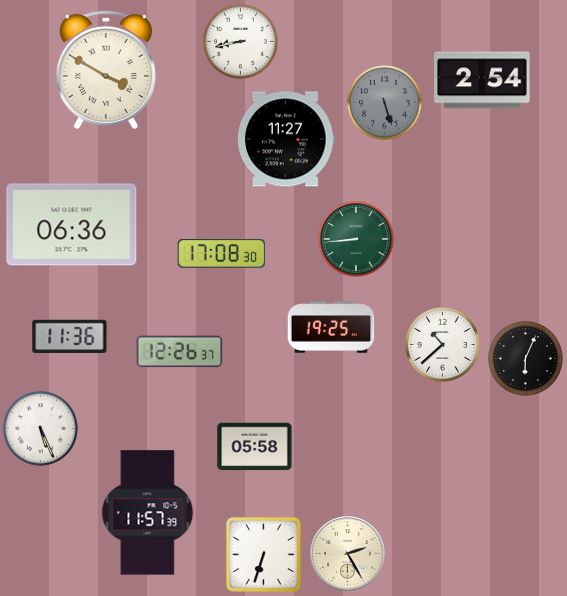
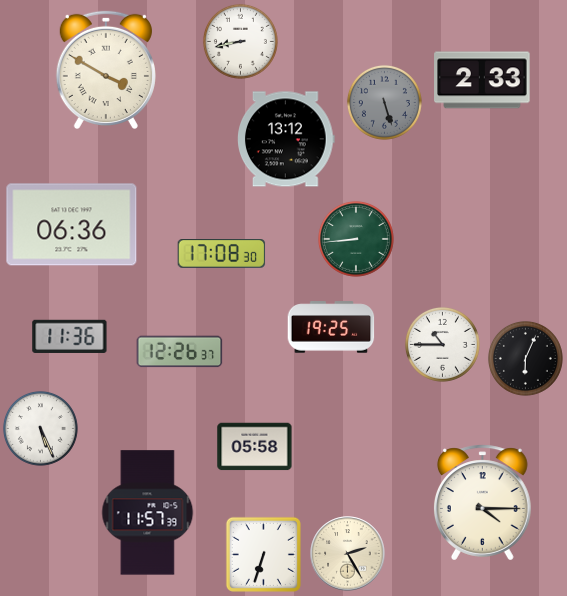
clock at (482, 80): 2:54 -> 2:33
clock at (287, 139): 11:27 -> 13:12
clock at (442, 344): 10:38 -> 10:45
clock at (482, 503): none -> 4:15
